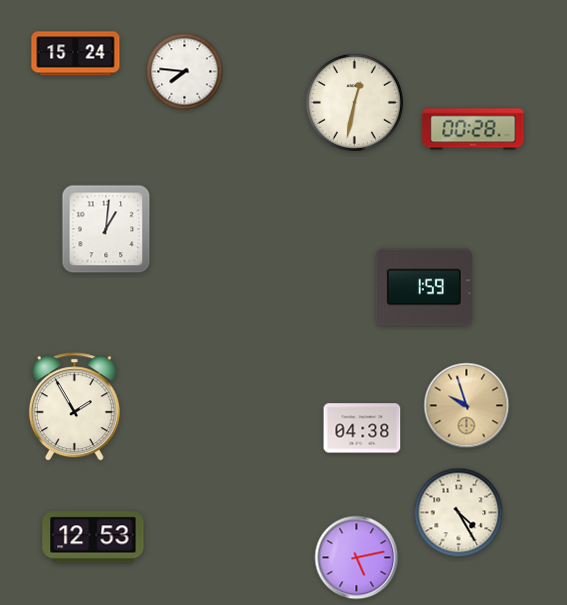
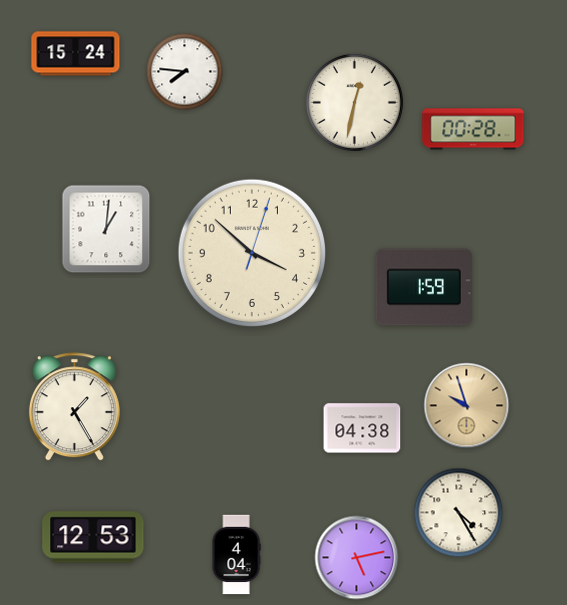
clock at (251, 252): none -> 3:52
clock at (74, 407): 1:55 -> 1:25
clock at (236, 555): none -> 4:04
